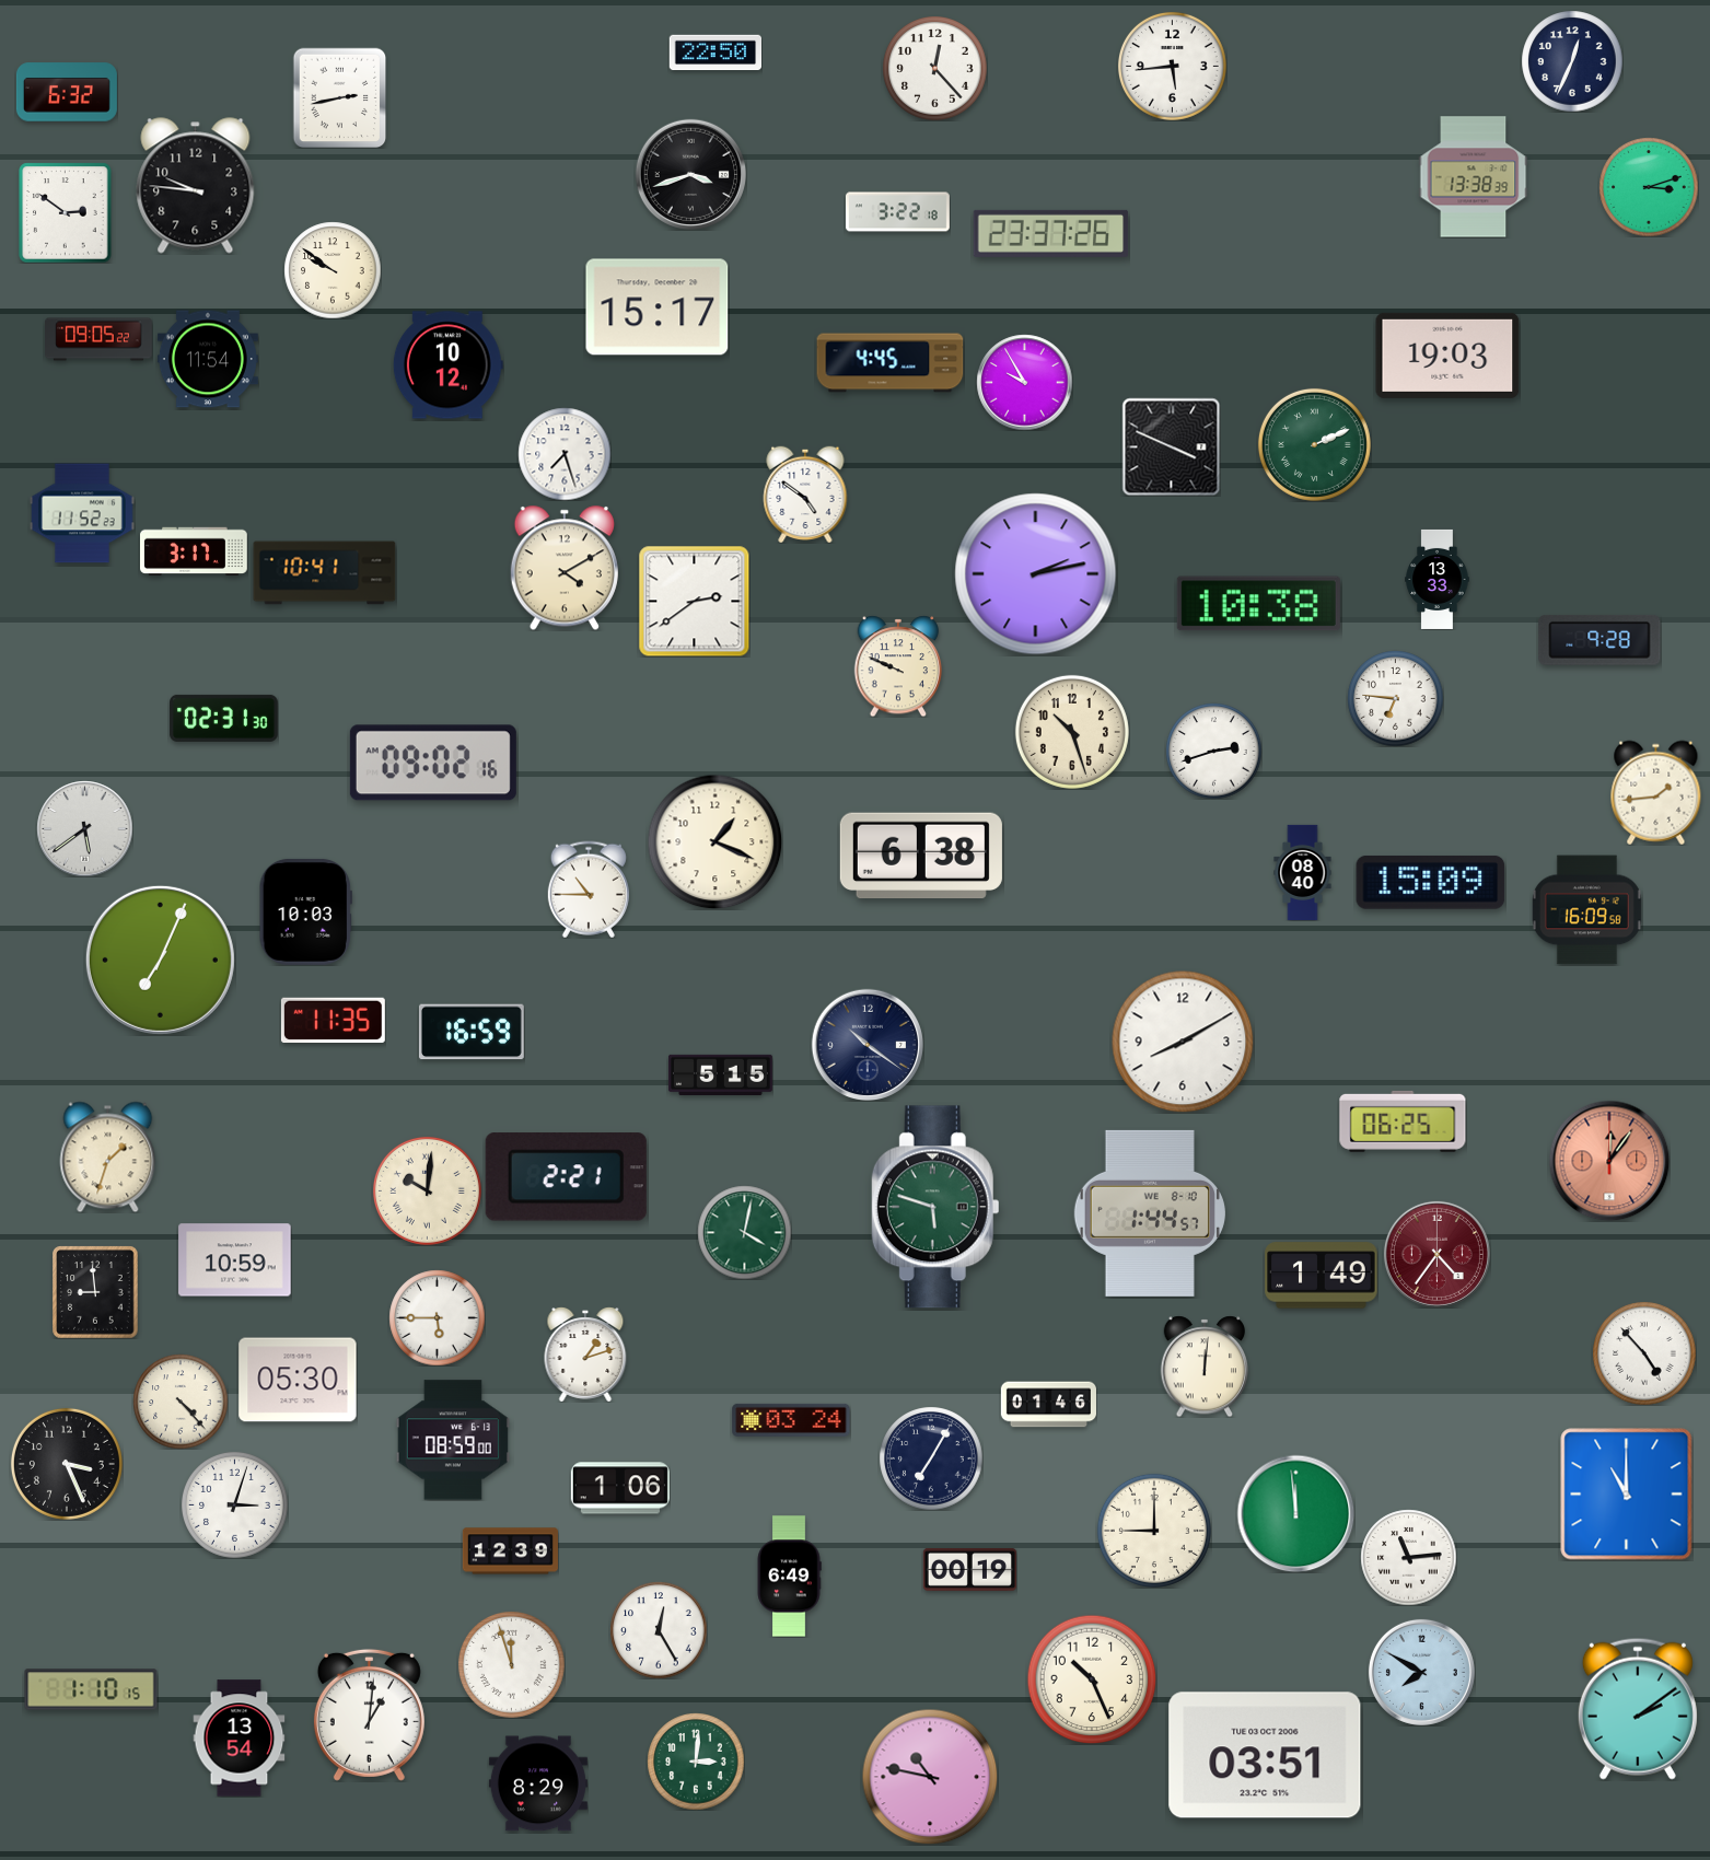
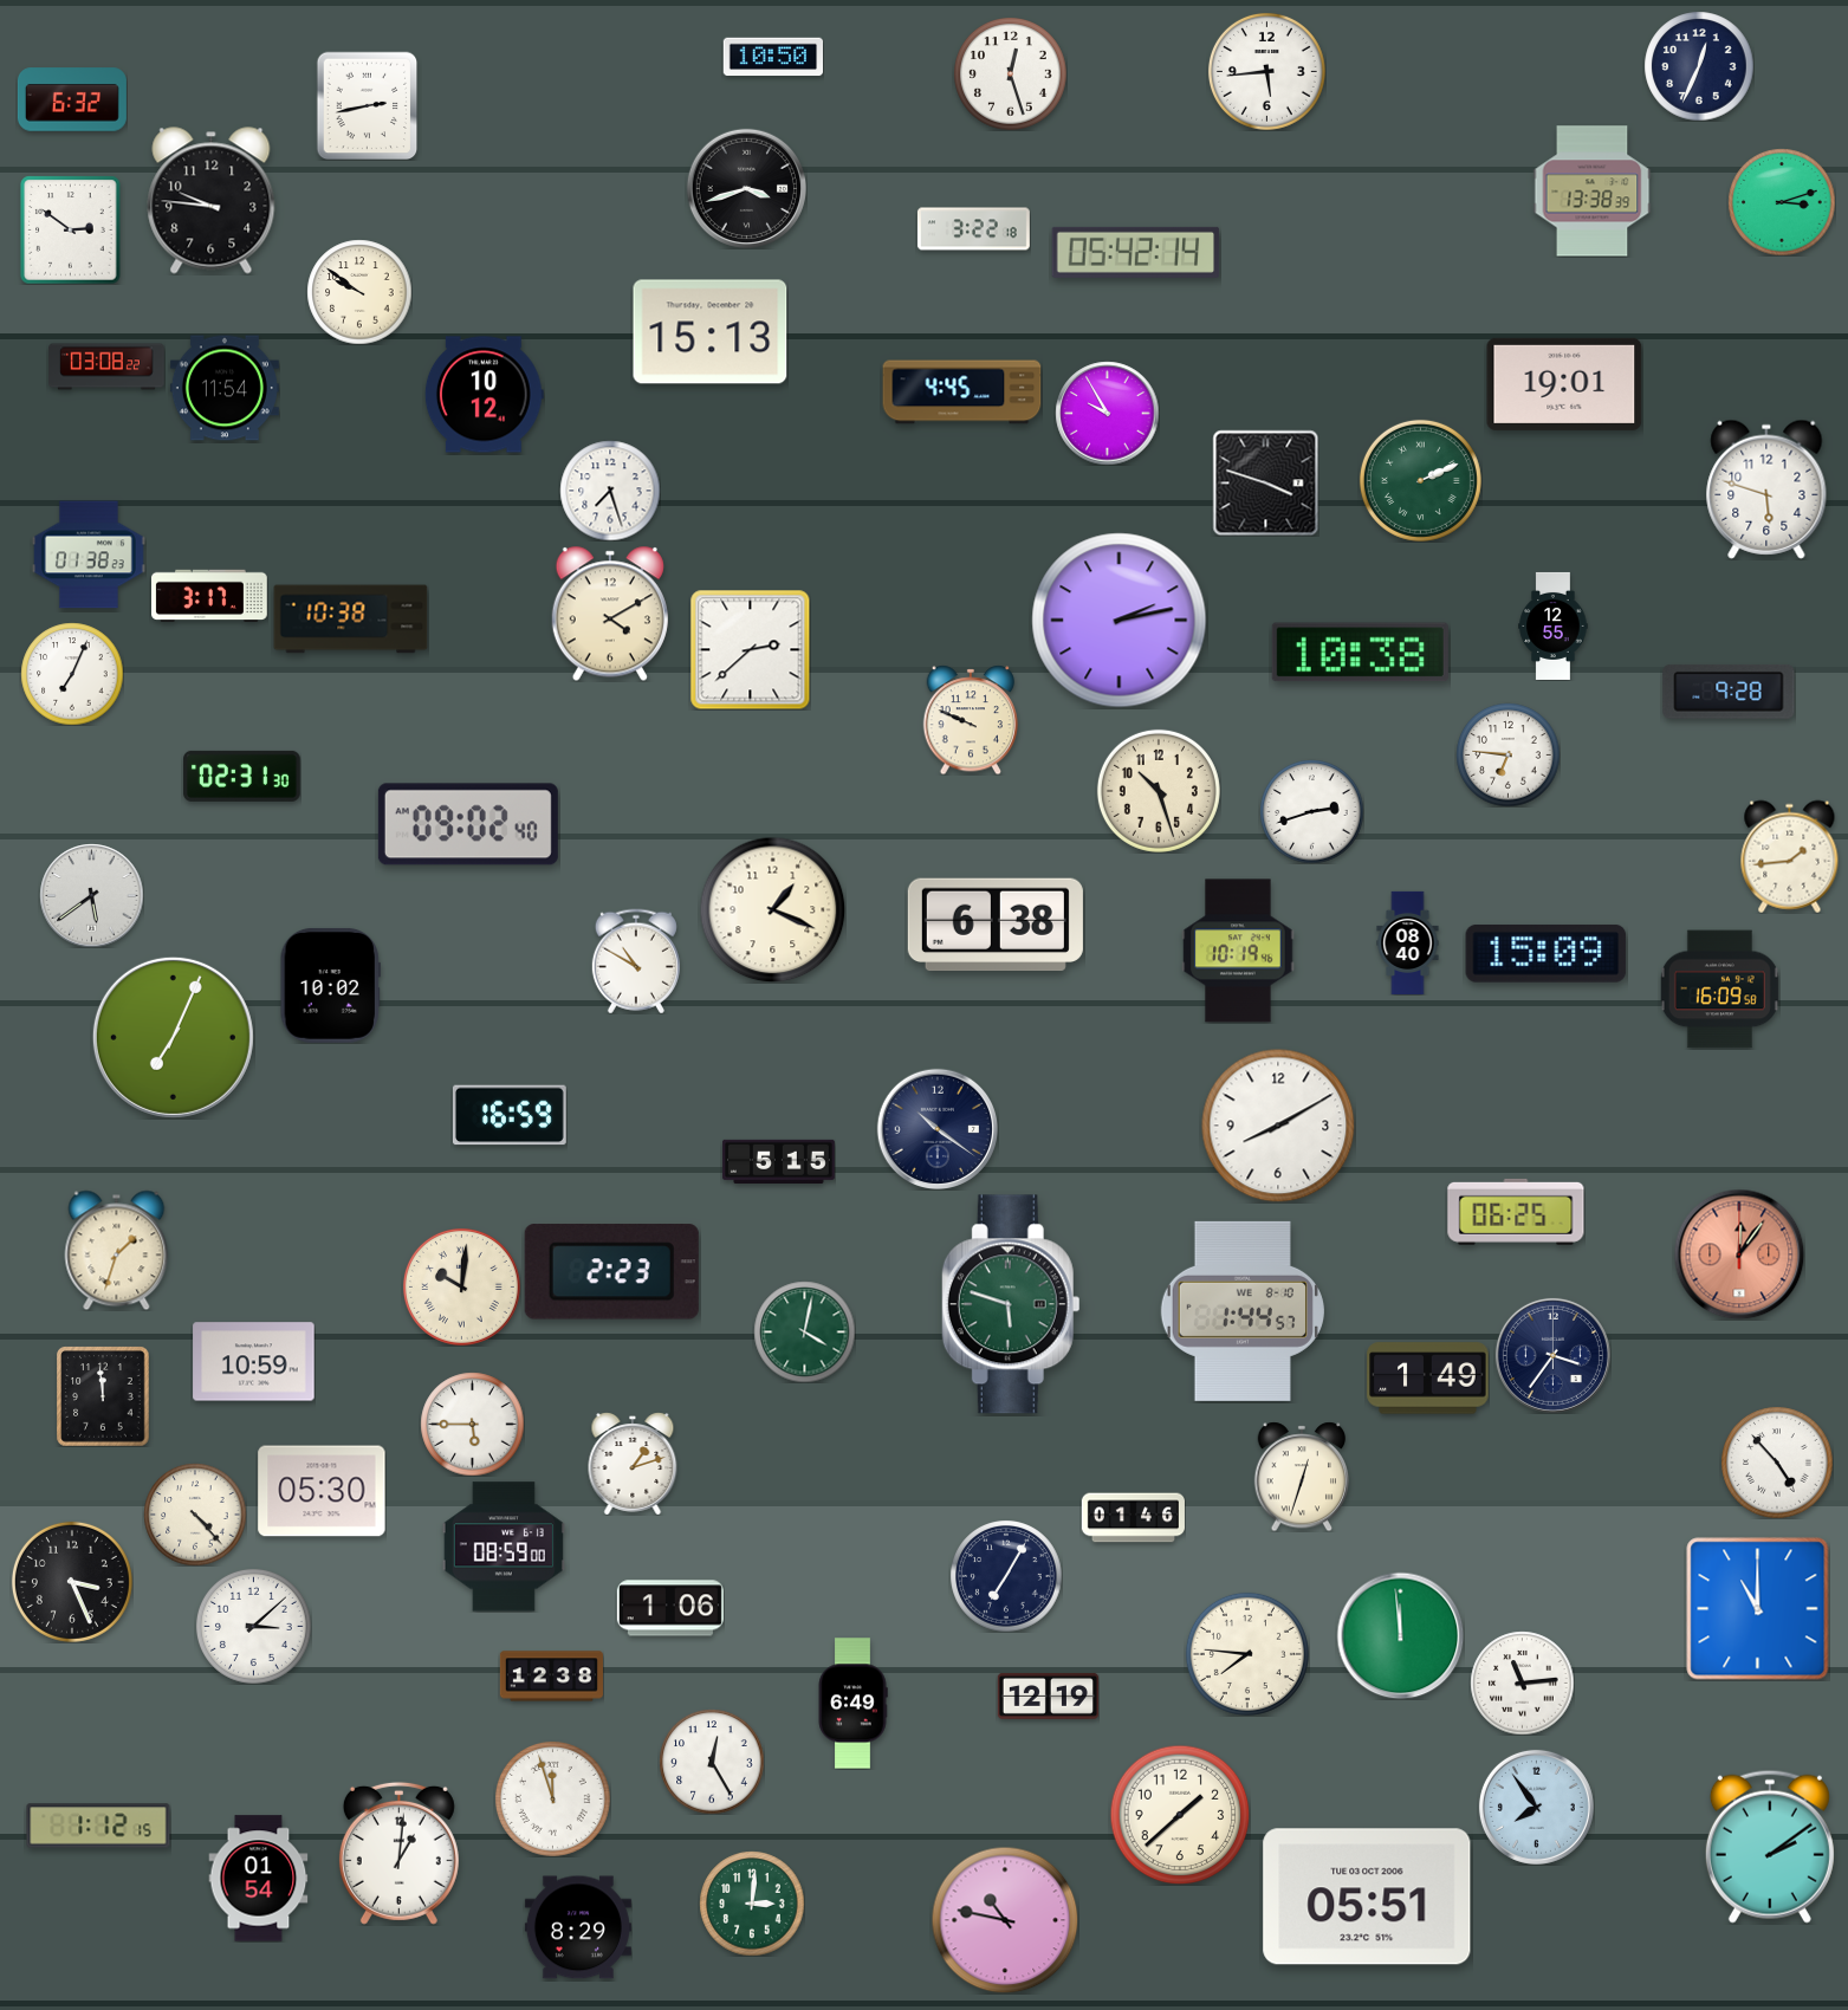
clock at (714, 53): 22:50 -> 10:50
clock at (935, 69): 12:23 -> 12:27
clock at (898, 212) position: (898, 212) -> (974, 229)
clock at (1051, 233): 23:37 -> 05:42
clock at (658, 307): 15:17 -> 15:13
clock at (98, 339): 09:05 -> 03:08
clock at (1447, 356): 19:03 -> 19:01
clock at (1171, 446): 3:49 -> 3:48
clock at (1766, 489): none -> 5:48
clock at (805, 495): 4:51 -> none
clock at (82, 513): 11:52 -> 01:38
clock at (325, 573): 10:41 -> 10:38
clock at (1438, 579): 13:33 -> 12:55
clock at (694, 601): 2:39 -> 2:38
clock at (72, 674): none -> 7:04
clock at (433, 763): 09:02:16 -> 09:02:40
clock at (1238, 951): none -> 10:19
clock at (589, 890): 10:45 -> 10:50
clock at (1586, 910) position: (1586, 910) -> (1719, 990)
clock at (305, 911): 10:03 -> 10:02
clock at (333, 1020): 11:35 -> none
clock at (566, 1177): 2:21 -> 2:23
clock at (1436, 1254): 4:36 -> 3:36
clock at (1436, 1254) dial: burgundy -> navy
clock at (95, 1292): 8:59 -> 11:59
clock at (1205, 1367): 12:01 -> 12:33
clock at (791, 1420): 03:24 -> none
clock at (453, 1440) position: (453, 1440) -> (504, 1547)
clock at (1627, 1495) position: (1627, 1495) -> (1758, 1609)
clock at (235, 1506): 3:03 -> 3:08
clock at (1154, 1531): 9:00 -> 7:46
clock at (510, 1551): 12:39 -> 12:38
clock at (969, 1569): 00:19 -> 12:19
clock at (1421, 1672): 7:50 -> 7:54
clock at (1092, 1679): 10:26 -> 1:38
clock at (91, 1689): 1:10 -> 1:12
clock at (240, 1739): 13:54 -> 01:54
clock at (1265, 1755): 03:51 -> 05:51
clock at (538, 1783) position: (538, 1783) -> (578, 1927)
